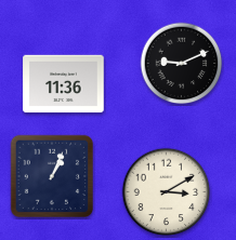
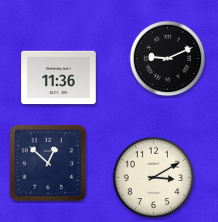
clock at (52, 176): 1:04 -> 12:52
